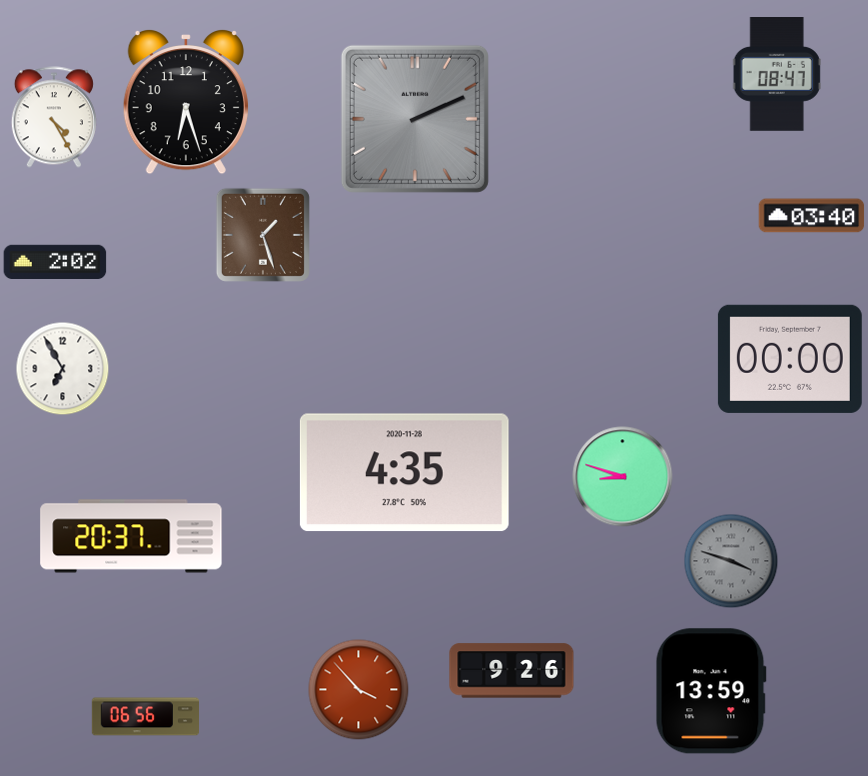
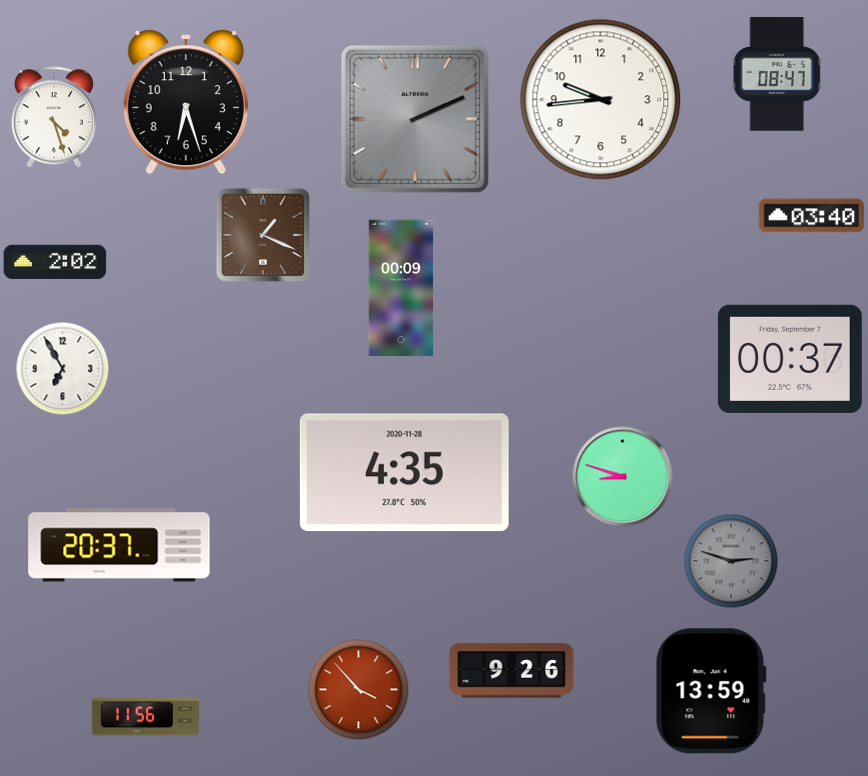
clock at (601, 100): none -> 9:44
clock at (54, 117): 4:25 -> 4:27
clock at (263, 235): 1:27 -> 1:19
clock at (401, 288): none -> 00:09
clock at (790, 359): 00:00 -> 00:37
clock at (131, 536) position: (131, 536) -> (119, 545)
clock at (731, 561): 3:48 -> 2:48
clock at (145, 717): 06:56 -> 11:56
